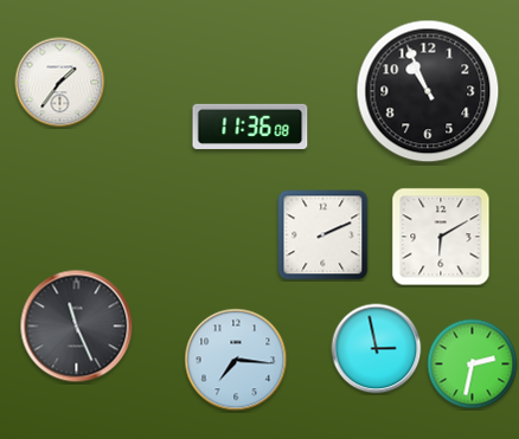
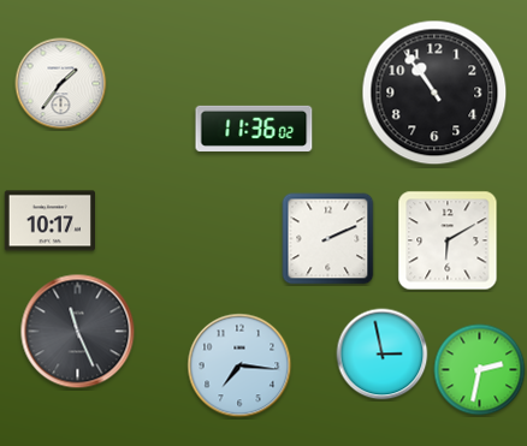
clock at (428, 91): 10:56 -> 10:54
clock at (250, 127): 11:36:08 -> 11:36:02
clock at (49, 221): none -> 10:17
